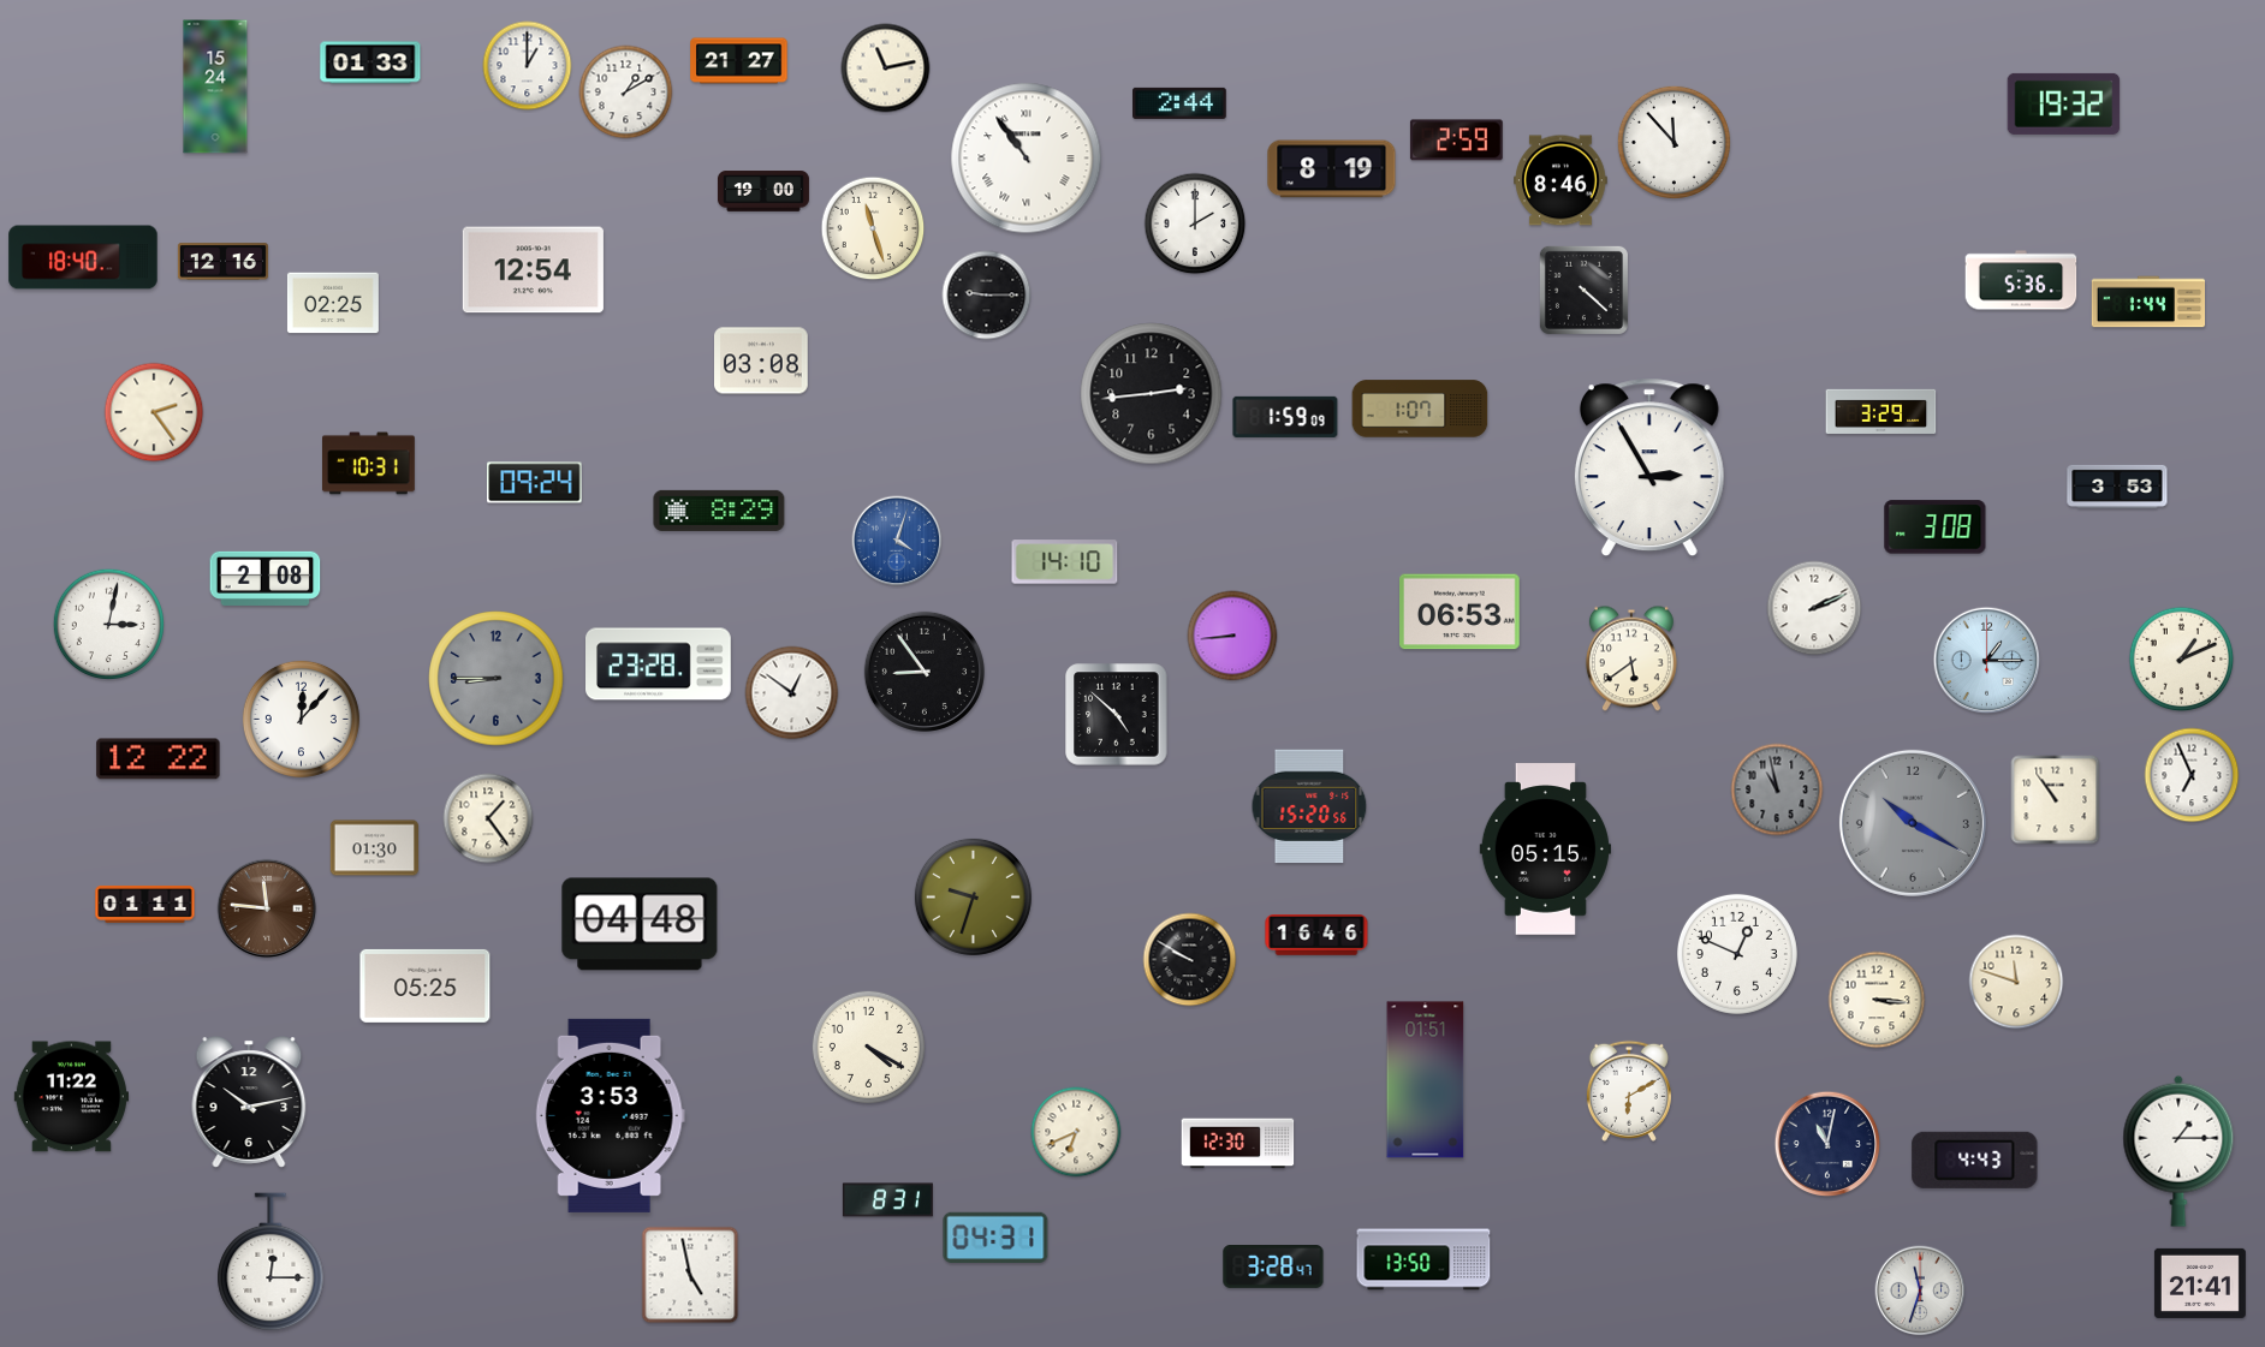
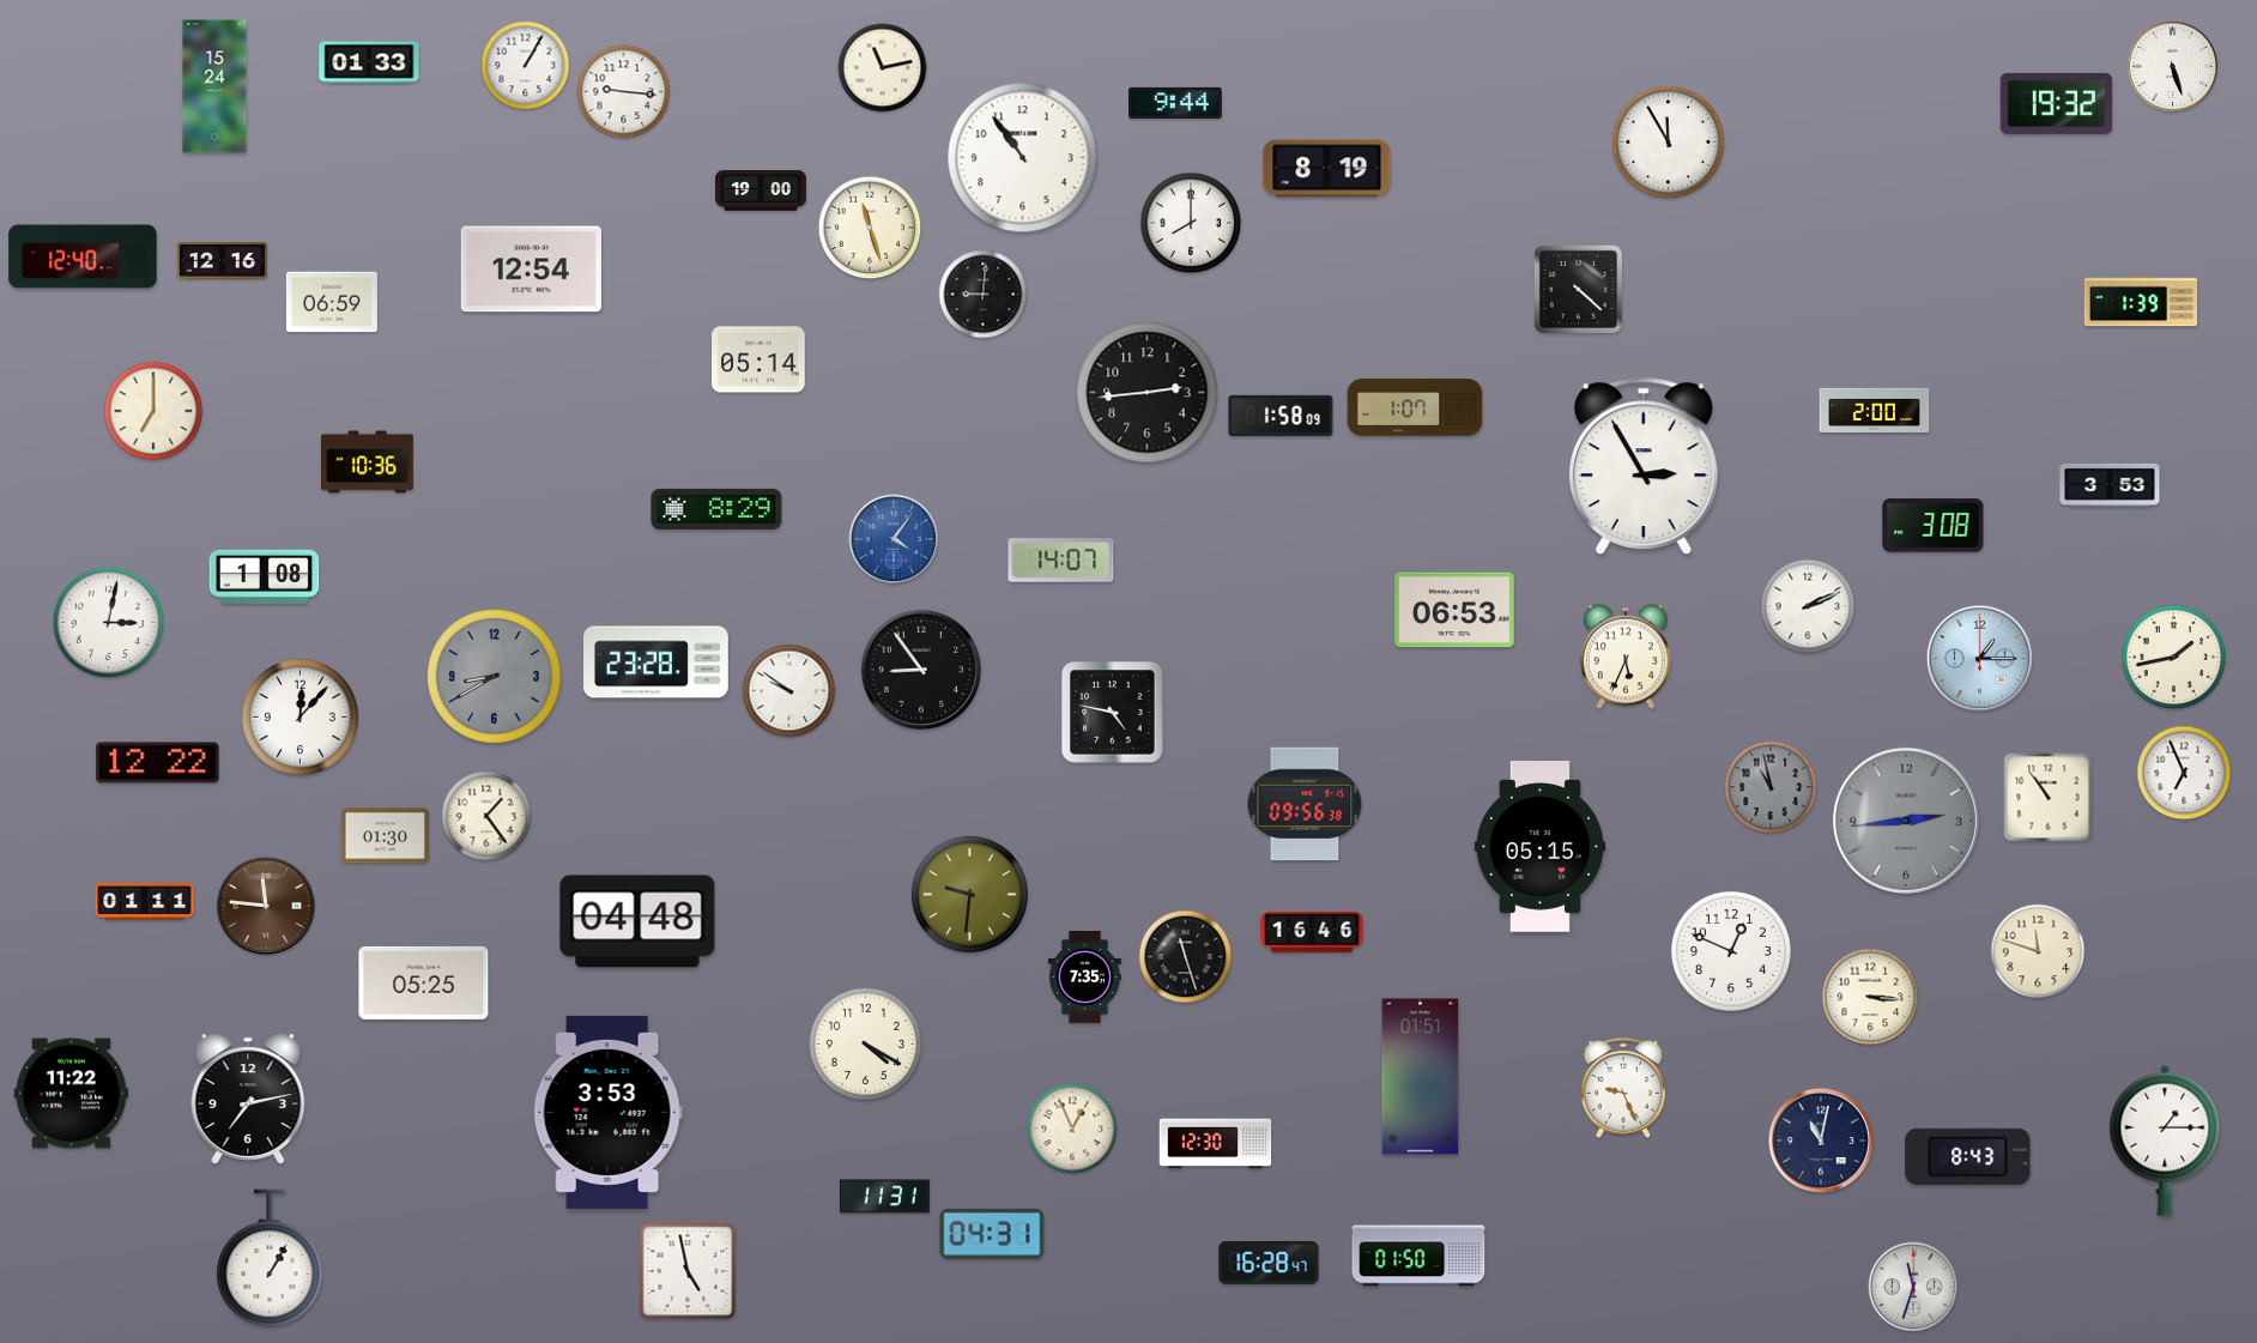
clock at (739, 61): 21:27 -> none
clock at (528, 66): 1:00 -> 1:05
clock at (2173, 67): none -> 5:27
clock at (626, 93): 1:10 -> 9:16
clock at (1179, 103): 2:44 -> 9:44
clock at (1456, 141): 2:59 -> none
clock at (1674, 142): 11:53 -> 11:55
clock at (1027, 159) numerals: Roman -> Arabic
clock at (1560, 180): 8:46 -> none
clock at (1195, 223): 2:00 -> 8:00
clock at (83, 257): 18:40 -> 12:40
clock at (2021, 280): 5:36 -> none
clock at (987, 296): 9:15 -> 9:01
clock at (2148, 302): 1:44 -> 1:39
clock at (333, 303): 02:25 -> 06:59
clock at (761, 360): 03:08 -> 05:14
clock at (1881, 411): 3:29 -> 2:00
clock at (154, 412): 2:24 -> 7:00
clock at (1285, 417): 1:59 -> 1:58
clock at (369, 464): 10:31 -> 10:36
clock at (535, 483): 09:24 -> none
clock at (1936, 528) position: (1936, 528) -> (1934, 526)
clock at (897, 541): 4:03 -> 4:06
clock at (1065, 562): 14:10 -> 14:07
clock at (266, 578): 2:08 -> 1:08
clock at (1232, 636): 8:44 -> none
clock at (1631, 658): 5:39 -> 5:34
clock at (2182, 660): 1:11 -> 1:43
clock at (497, 679): 8:45 -> 8:40
clock at (792, 693): 12:51 -> 9:51
clock at (1117, 715): 4:52 -> 4:47
clock at (159, 759) position: (159, 759) -> (158, 763)
clock at (1309, 806): 15:20 -> 09:56
clock at (1913, 823): 10:20 -> 2:44
clock at (375, 848) position: (375, 848) -> (386, 836)
clock at (973, 896): 9:33 -> 9:31
clock at (1190, 960): 9:50 -> 11:27
clock at (1084, 978): none -> 7:35
clock at (2016, 982) position: (2016, 982) -> (2038, 951)
clock at (1629, 1091): 6:10 -> 9:26
clock at (249, 1102): 10:13 -> 7:13
clock at (1076, 1132): 6:41 -> 12:56
clock at (1238, 1144) position: (1238, 1144) -> (1216, 1144)
clock at (2178, 1151) position: (2178, 1151) -> (2165, 1141)
clock at (1975, 1160): 4:43 -> 8:43
clock at (887, 1200): 8:31 -> 11:31
clock at (1423, 1259): 13:50 -> 01:50
clock at (271, 1262): 12:15 -> 1:05
clock at (1273, 1268): 3:28 -> 16:28
clock at (2200, 1283): 21:41 -> none
